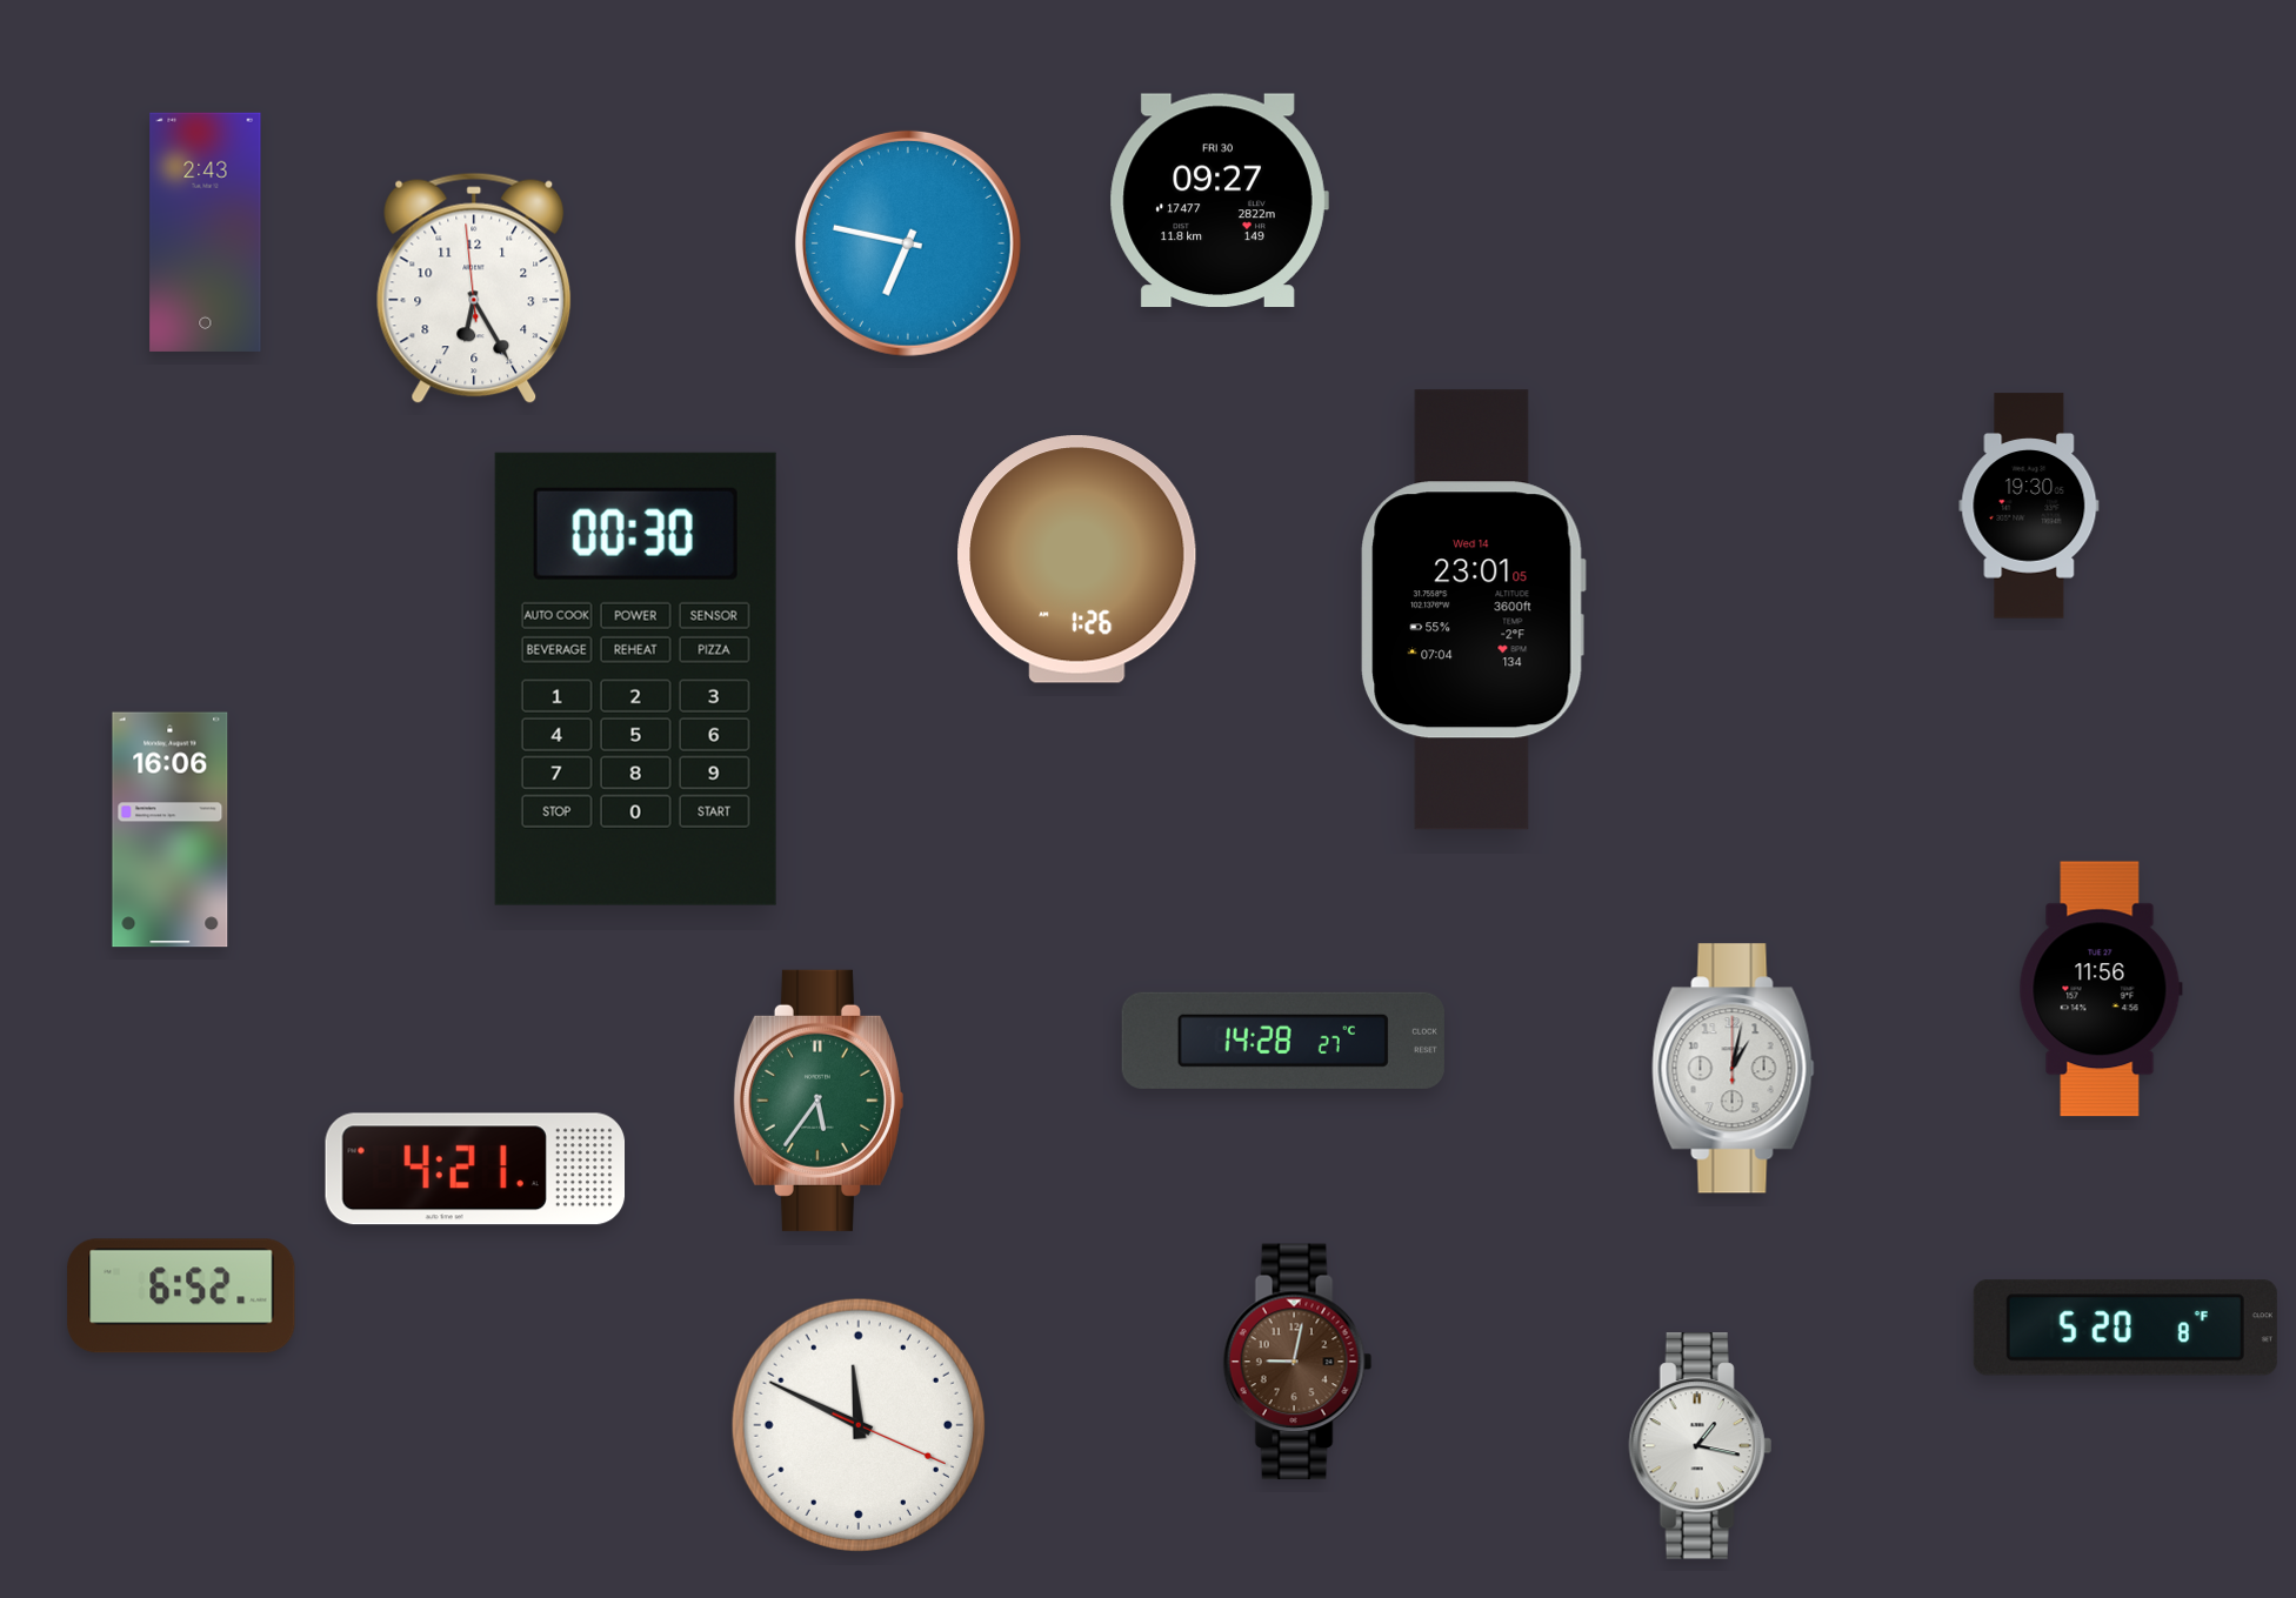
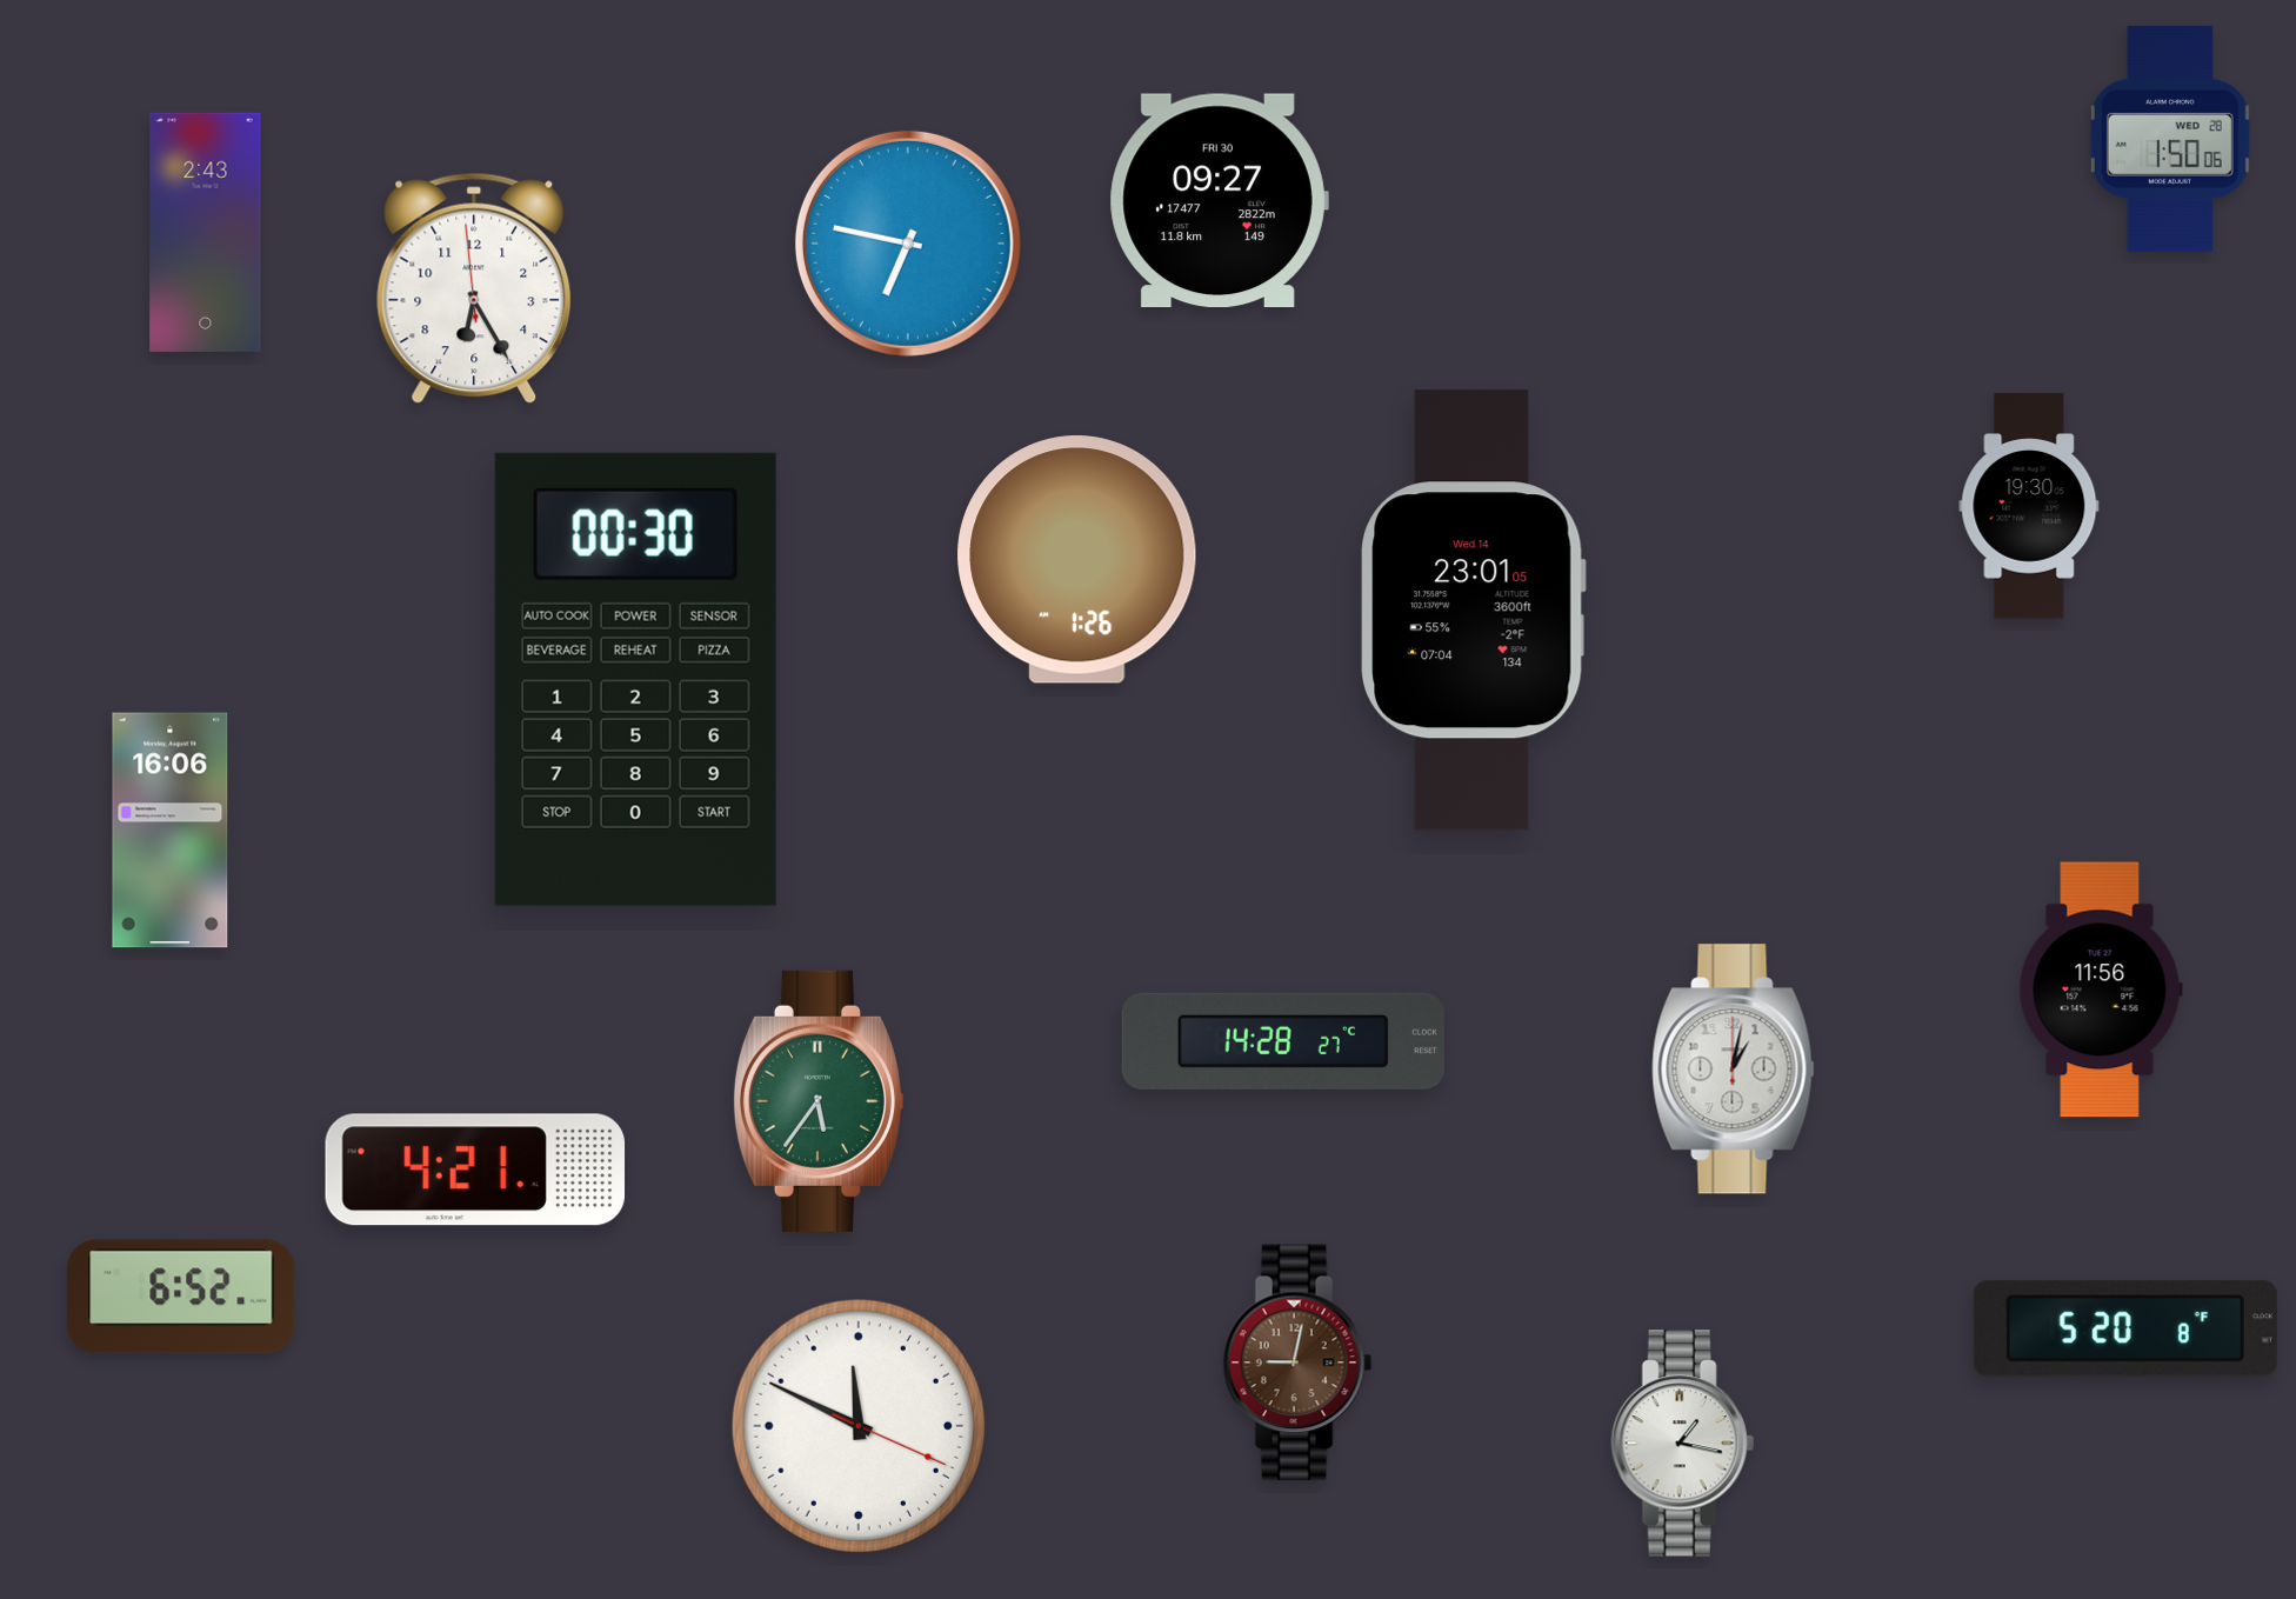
clock at (2170, 139): none -> 1:50
clock at (1700, 1446) position: (1700, 1446) -> (1682, 1444)
